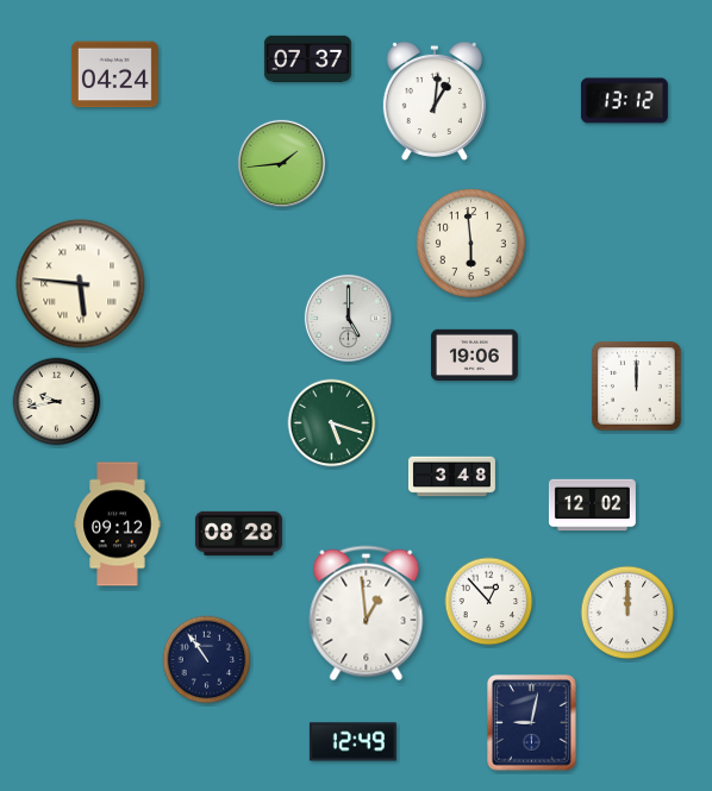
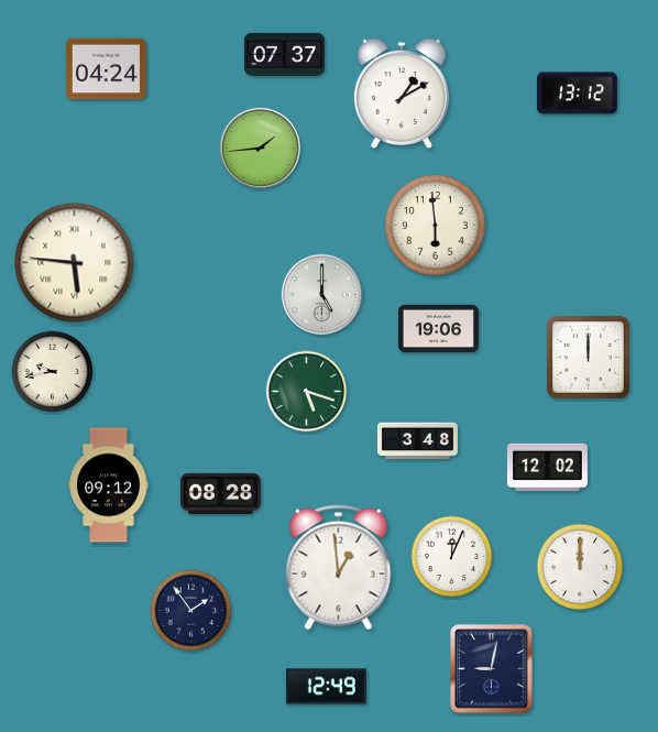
clock at (435, 100): 1:01 -> 1:10
clock at (281, 163) position: (281, 163) -> (260, 148)
clock at (489, 602): 12:53 -> 12:04
clock at (207, 660): 10:54 -> 1:54
